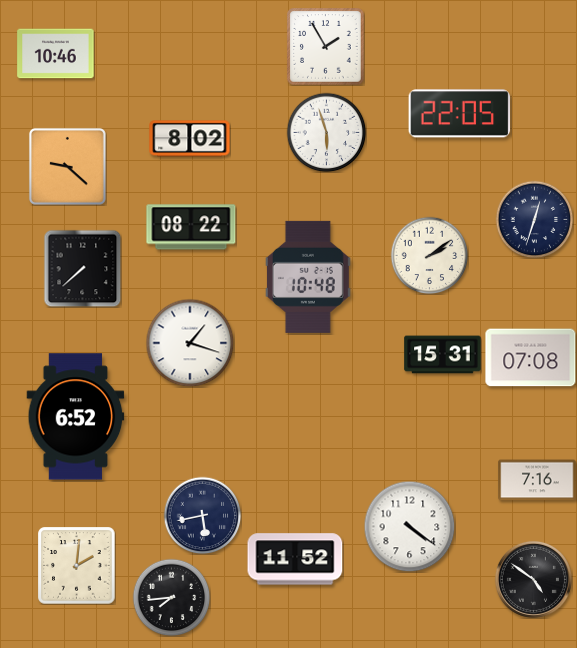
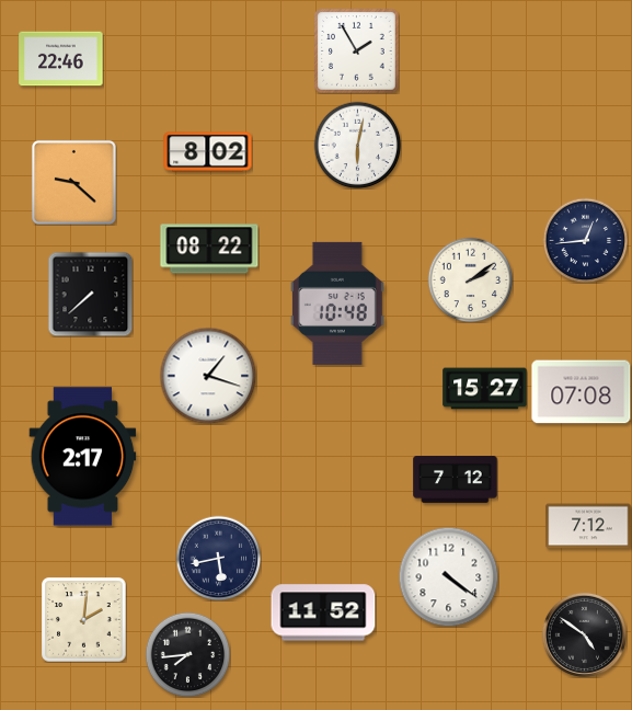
clock at (56, 54): 10:46 -> 22:46
clock at (460, 114): 22:05 -> none
clock at (326, 132): 5:57 -> 6:02
clock at (534, 219): 12:33 -> 12:44
clock at (443, 355): 15:31 -> 15:27
clock at (76, 417): 6:52 -> 2:17
clock at (456, 480): none -> 7:12
clock at (537, 480): 7:16 -> 7:12
clock at (202, 515) position: (202, 515) -> (218, 558)
